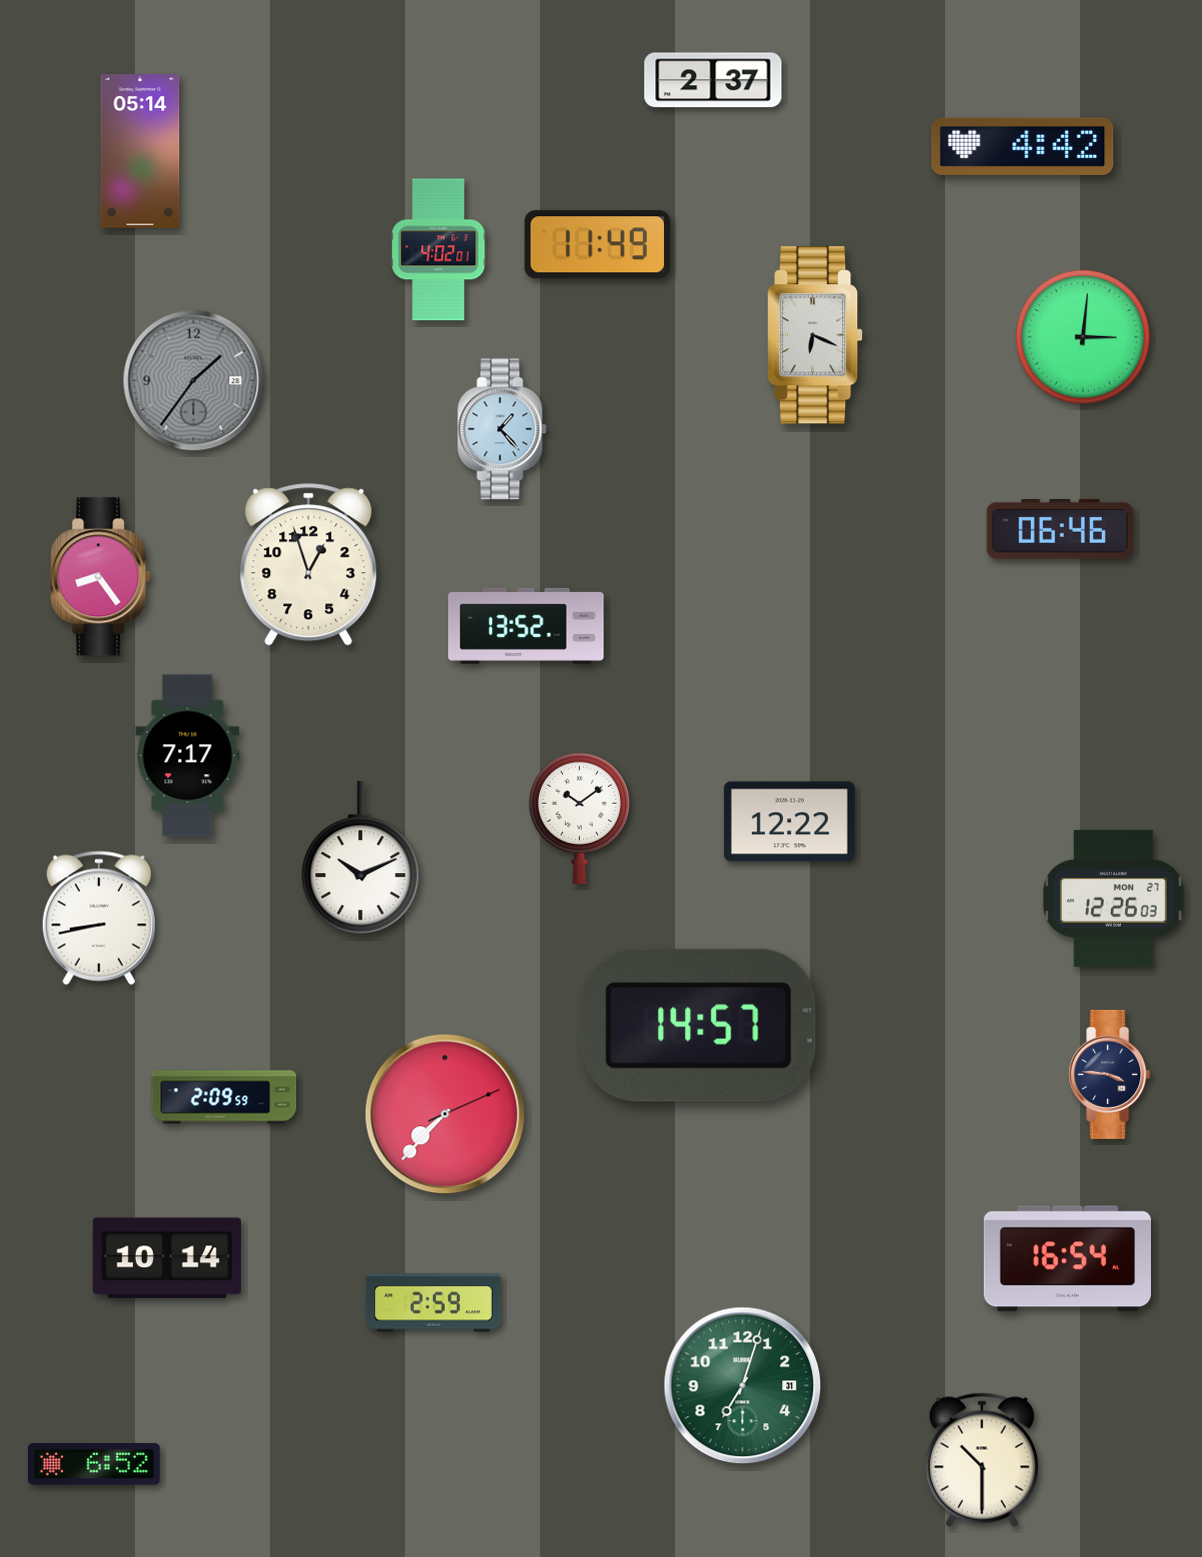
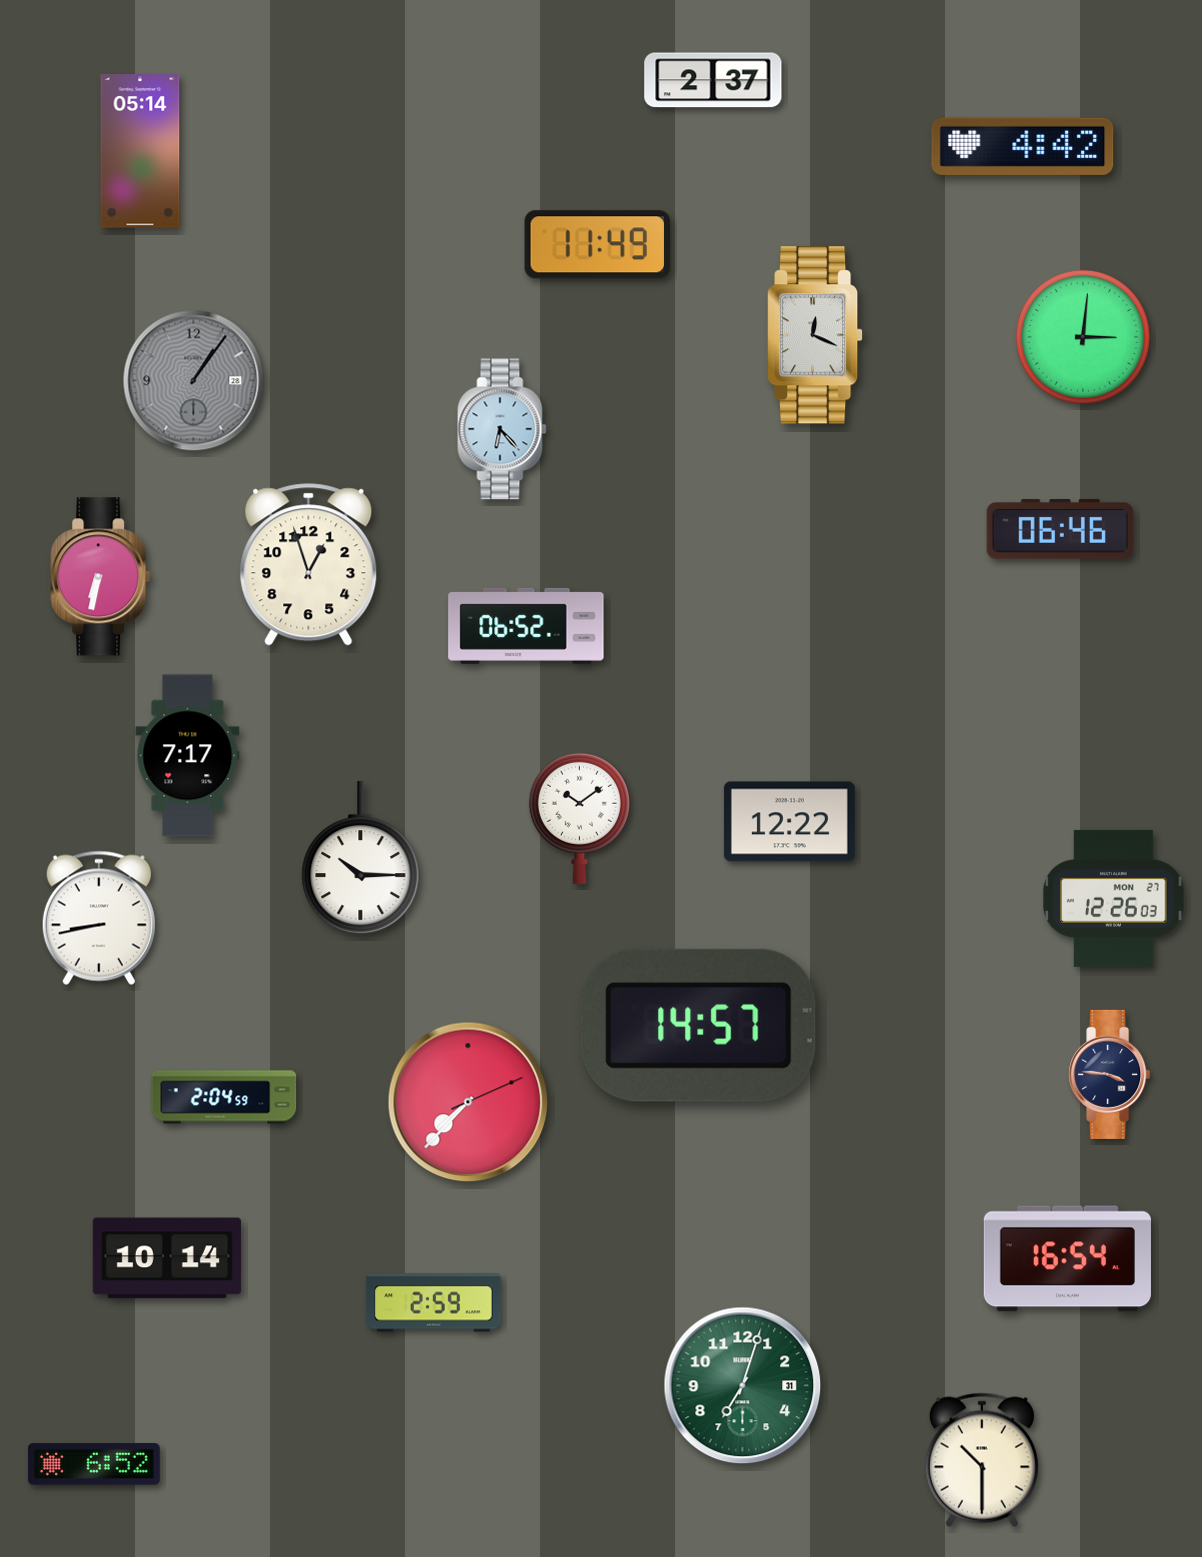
clock at (439, 250): 4:02 -> none
clock at (815, 335): 6:19 -> 12:19
clock at (194, 381): 1:36 -> 1:06
clock at (502, 429): 1:23 -> 6:23
clock at (101, 577): 8:24 -> 6:32
clock at (526, 626): 13:52 -> 06:52
clock at (361, 859): 10:11 -> 10:15
clock at (224, 1097): 2:09 -> 2:04
clock at (445, 1114) position: (445, 1114) -> (468, 1102)
